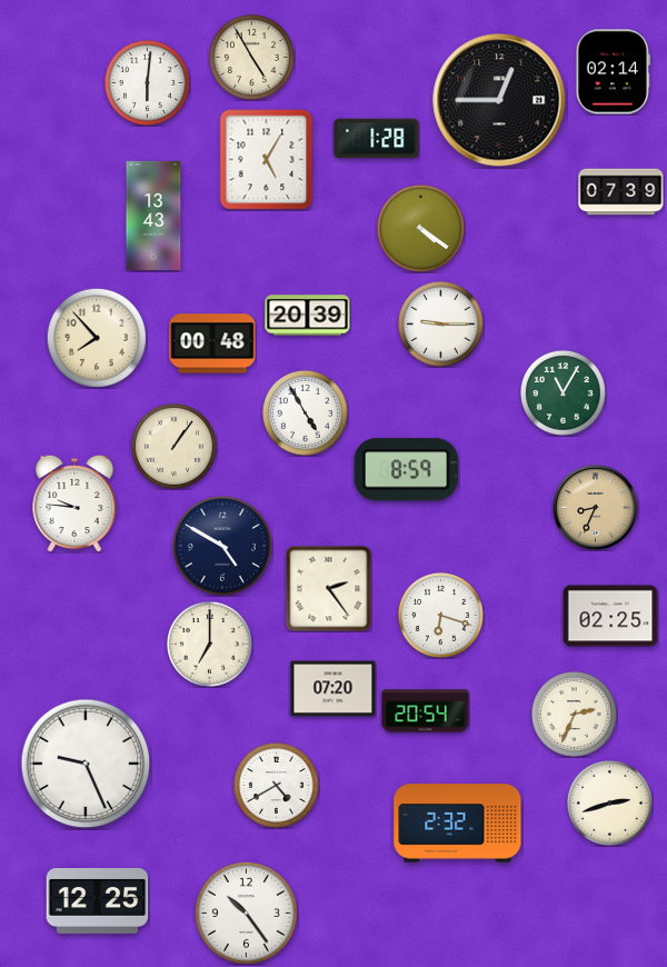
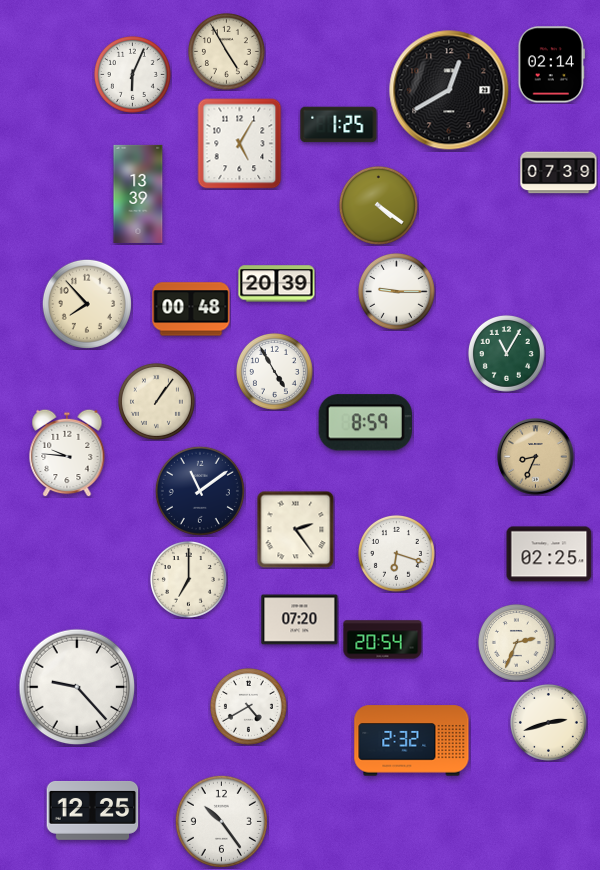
clock at (147, 82): 6:01 -> 6:04
clock at (499, 100): 12:45 -> 12:40
clock at (377, 139): 1:28 -> 1:25
clock at (153, 216): 13:43 -> 13:39
clock at (222, 546): 4:50 -> 11:09
clock at (86, 764): 9:26 -> 9:23
clock at (98, 900) position: (98, 900) -> (93, 810)
